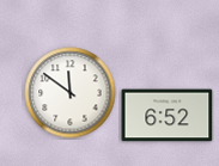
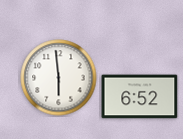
clock at (71, 93): 11:51 -> 5:59
